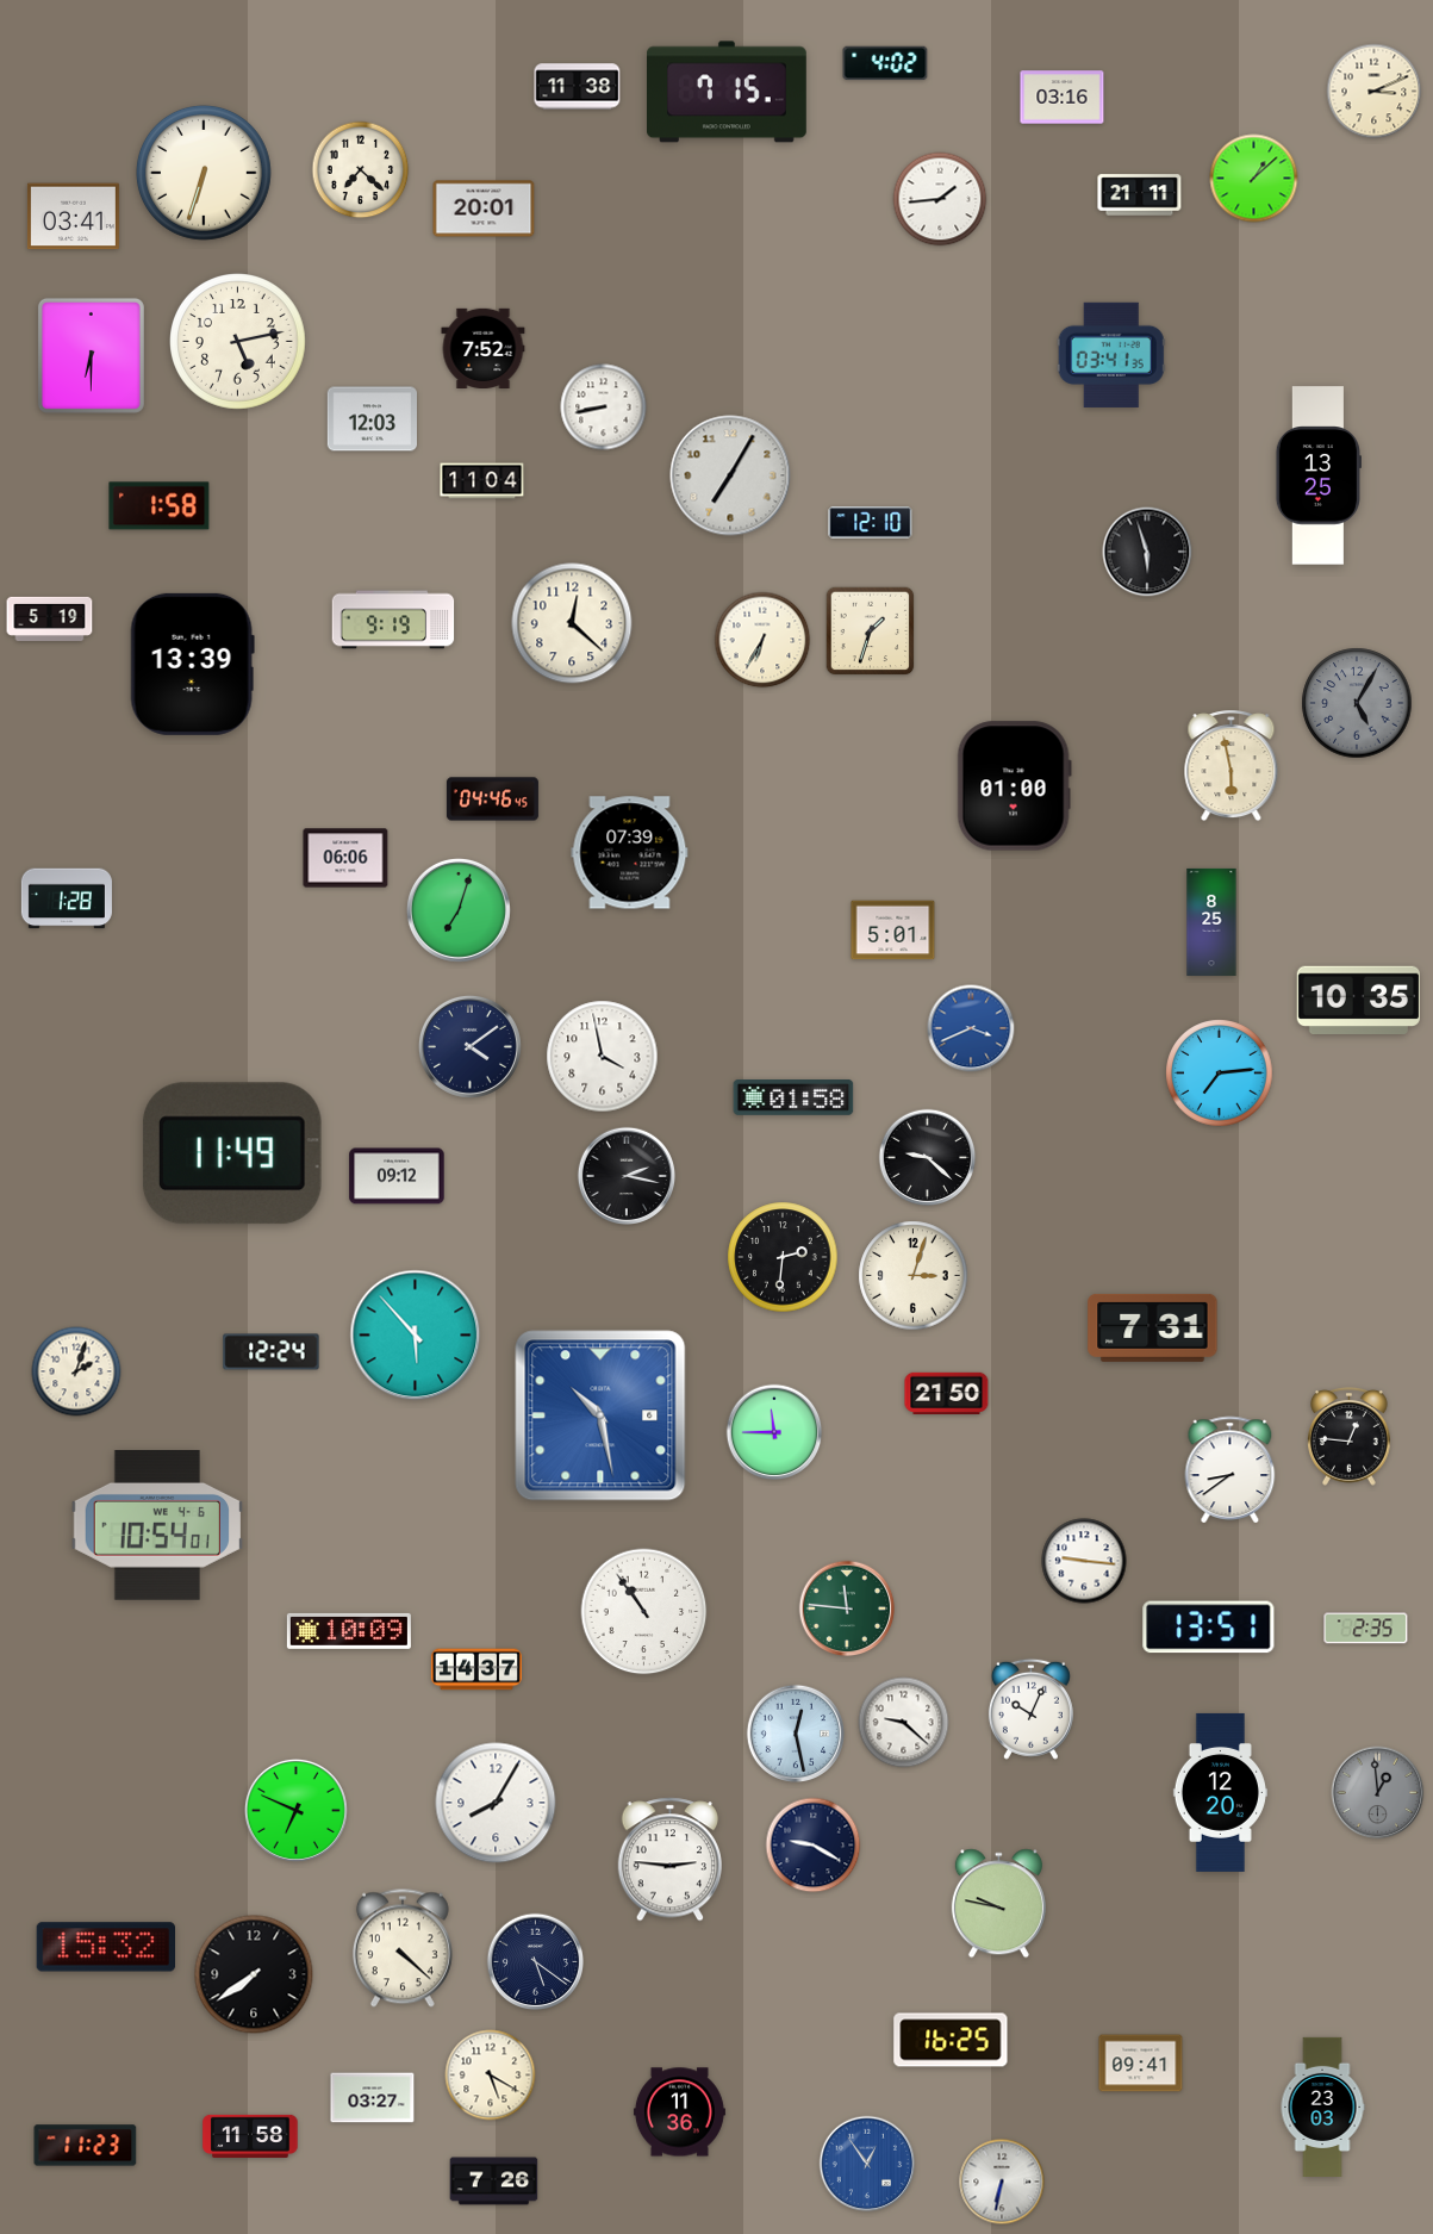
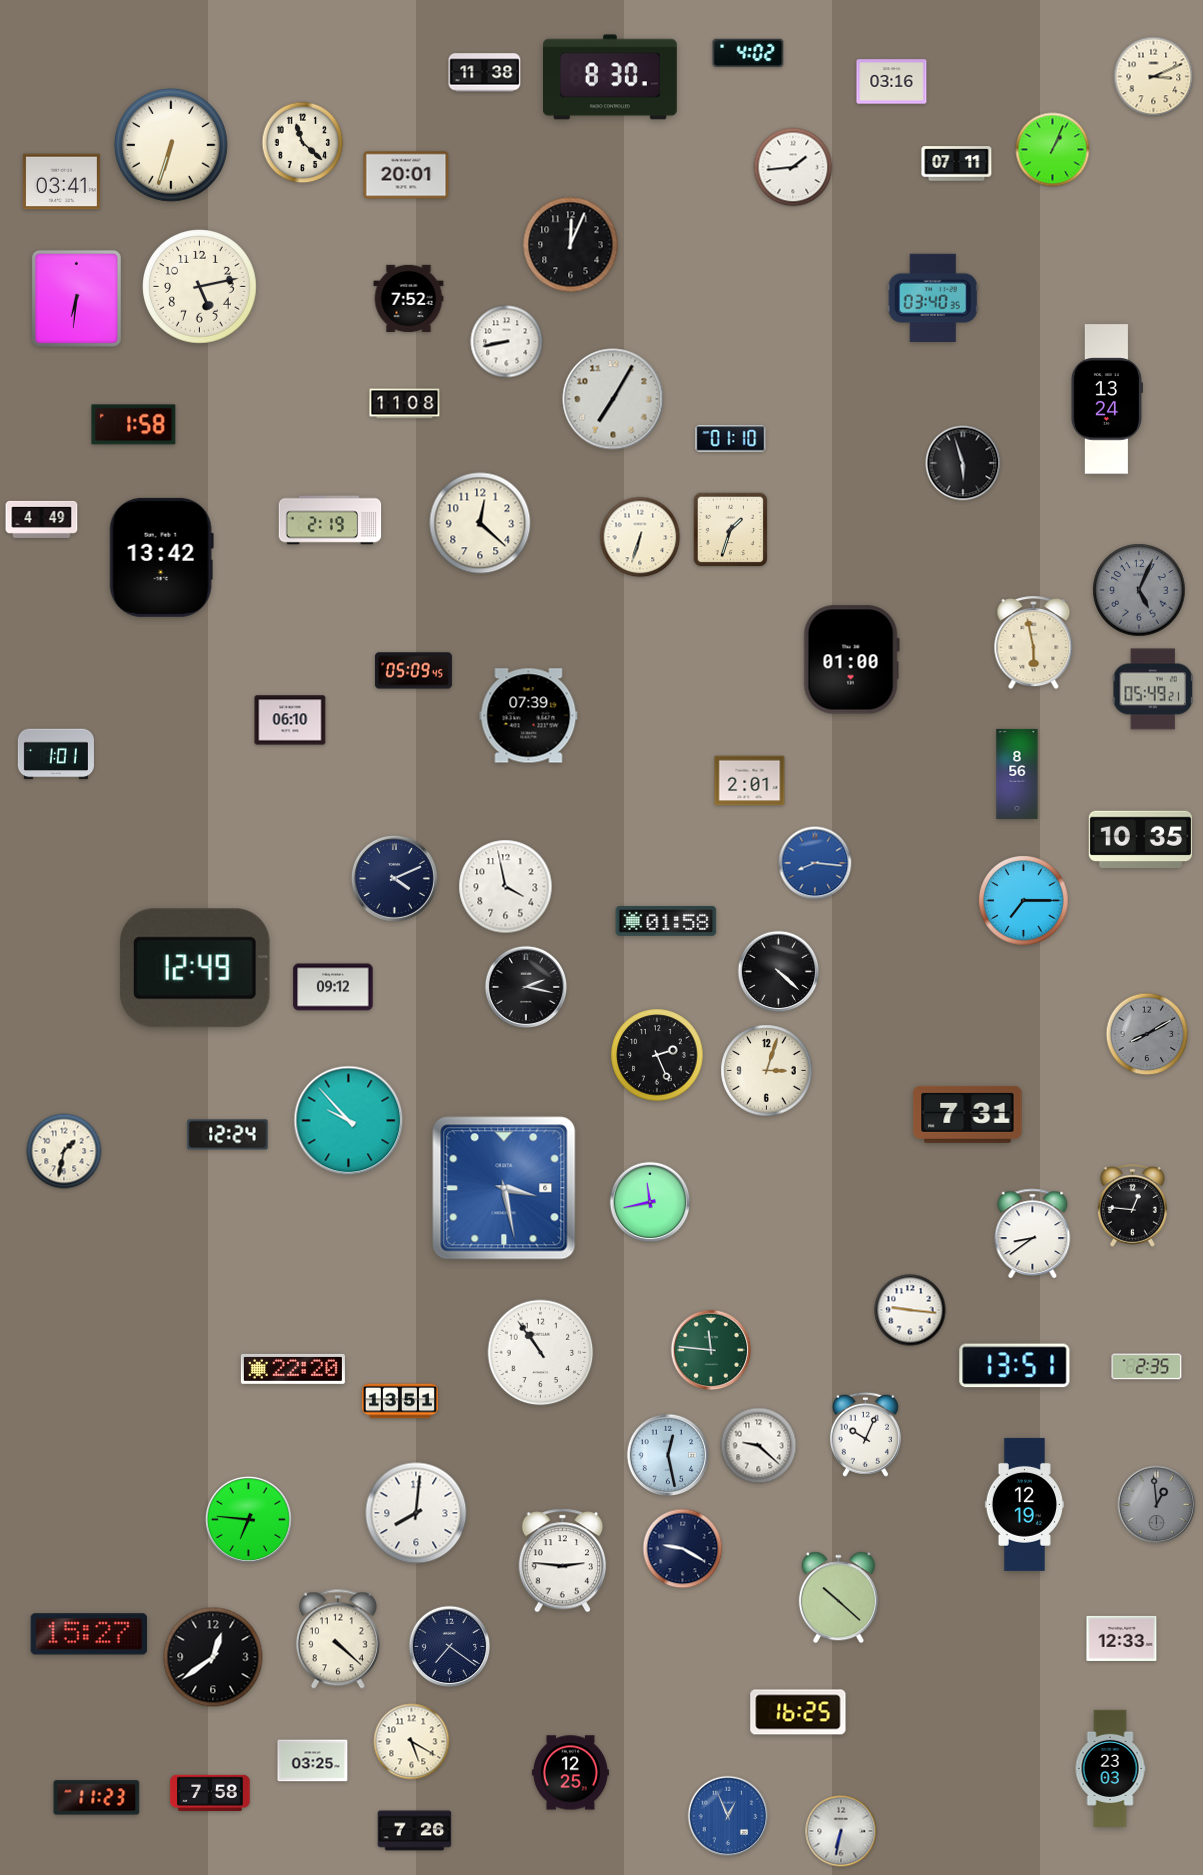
clock at (885, 63) position: (885, 63) -> (748, 53)
clock at (728, 92): 7:15 -> 8:30
clock at (361, 170): 7:22 -> 11:22
clock at (1254, 179): 1:08 -> 1:04
clock at (1140, 195): 21:11 -> 07:11
clock at (940, 199) position: (940, 199) -> (793, 167)
clock at (571, 245): none -> 12:04
clock at (484, 348) position: (484, 348) -> (409, 298)
clock at (1111, 354): 03:41 -> 03:40
clock at (91, 355): 6:30 -> 6:31
clock at (372, 419): 12:03 -> none
clock at (1319, 475): 13:25 -> 13:24
clock at (482, 481): 11:04 -> 11:08
clock at (871, 523): 12:10 -> 01:10
clock at (50, 618): 5:19 -> 4:49
clock at (393, 620): 9:19 -> 2:19
clock at (762, 640): 6:35 -> 6:33
clock at (192, 664): 13:39 -> 13:42
clock at (1357, 703): 5:05 -> 5:04
clock at (492, 799): 04:46 -> 05:09
clock at (1153, 689): none -> 05:49
clock at (345, 858): 06:06 -> 06:10
clock at (67, 898): 1:28 -> 1:01
clock at (459, 910): 7:03 -> none
clock at (1211, 922): 8:25 -> 8:56
clock at (893, 931): 5:01 -> 2:01
clock at (971, 1028): 3:41 -> 8:16
clock at (469, 1046): 4:09 -> 4:11
clock at (1220, 1074): 7:14 -> 7:15
clock at (232, 1153): 11:49 -> 12:49
clock at (928, 1158): 9:22 -> 4:22
clock at (1147, 1034): none -> 8:10
clock at (783, 1257): 2:31 -> 2:26
clock at (416, 1336): 5:53 -> 9:53
clock at (76, 1371): 2:03 -> 1:32
clock at (947, 1393): 21:50 -> none
clock at (600, 1415): 10:28 -> 3:28
clock at (774, 1432): 11:45 -> 11:43
clock at (156, 1526): 10:54 -> none
clock at (349, 1631): 10:09 -> 22:20
clock at (476, 1669): 14:37 -> 13:51
clock at (1220, 1792): 12:20 -> 12:19
clock at (496, 1803): 8:05 -> 8:01
clock at (295, 1810): 6:49 -> 6:46
clock at (998, 1904): 9:47 -> 10:22
clock at (105, 1947): 15:32 -> 15:27
clock at (403, 1948) position: (403, 1948) -> (338, 1639)
clock at (1122, 1638): none -> 12:33
clock at (536, 1962): 5:21 -> 7:21
clock at (254, 1974): 7:39 -> 12:39
clock at (1141, 2064): 09:41 -> none
clock at (373, 2098): 03:27 -> 03:25
clock at (679, 2112): 11:36 -> 12:25
clock at (250, 2136): 11:58 -> 7:58
clock at (86, 2146) position: (86, 2146) -> (97, 1798)
clock at (867, 2164): 12:54 -> 12:56
